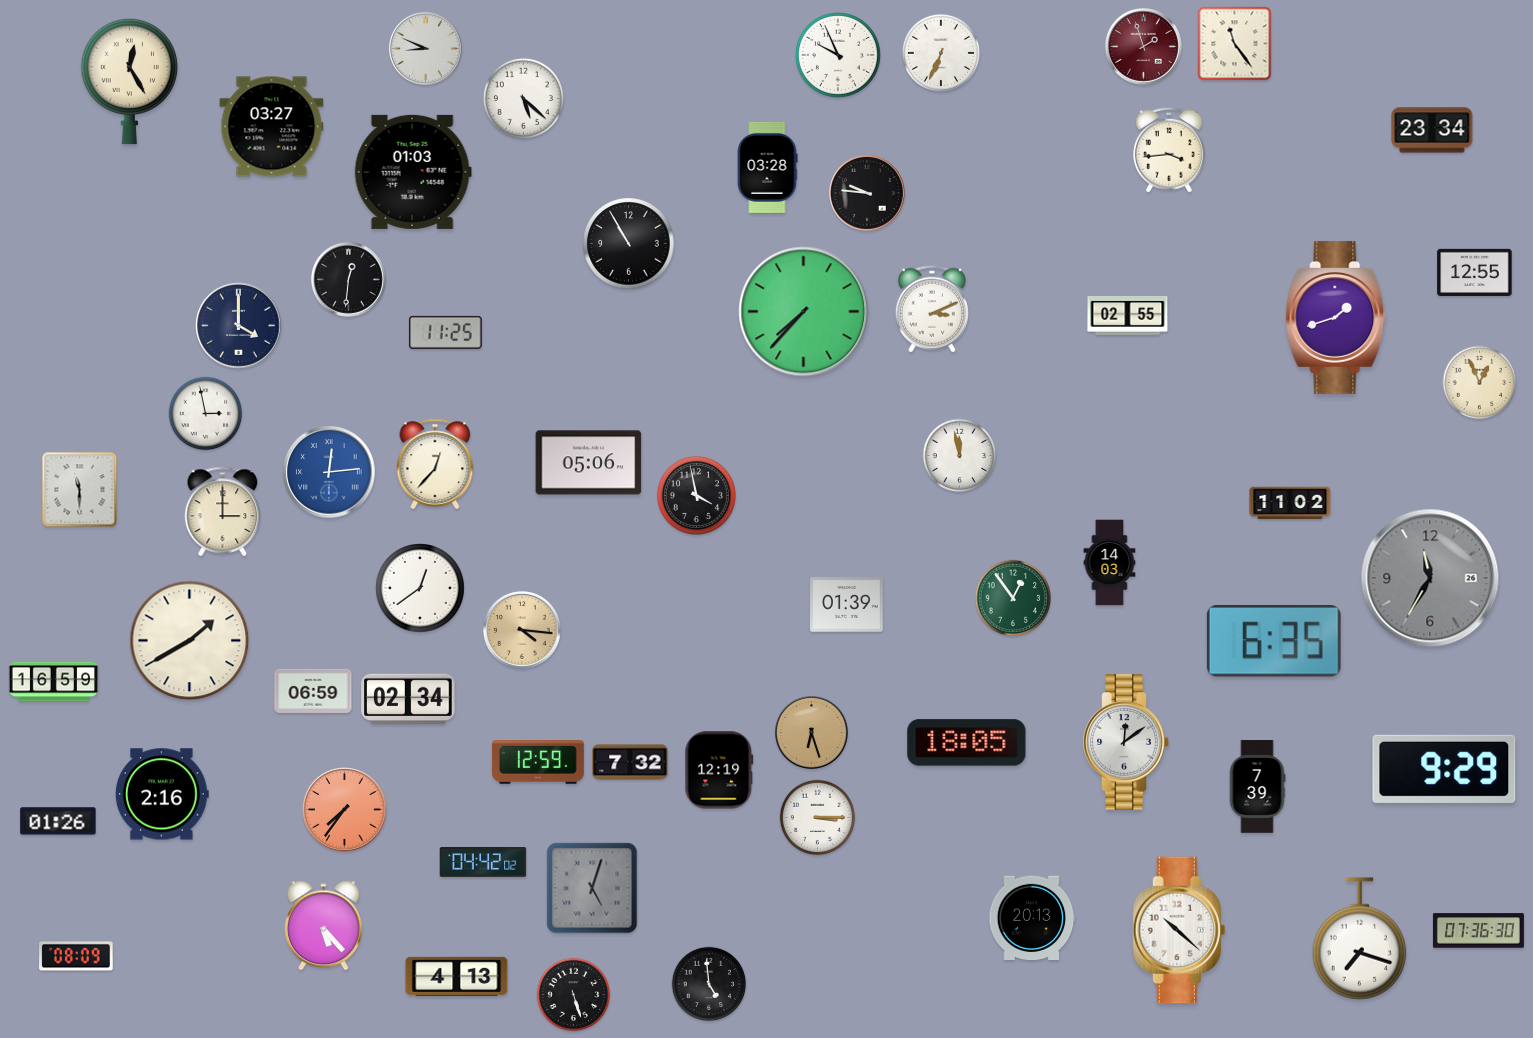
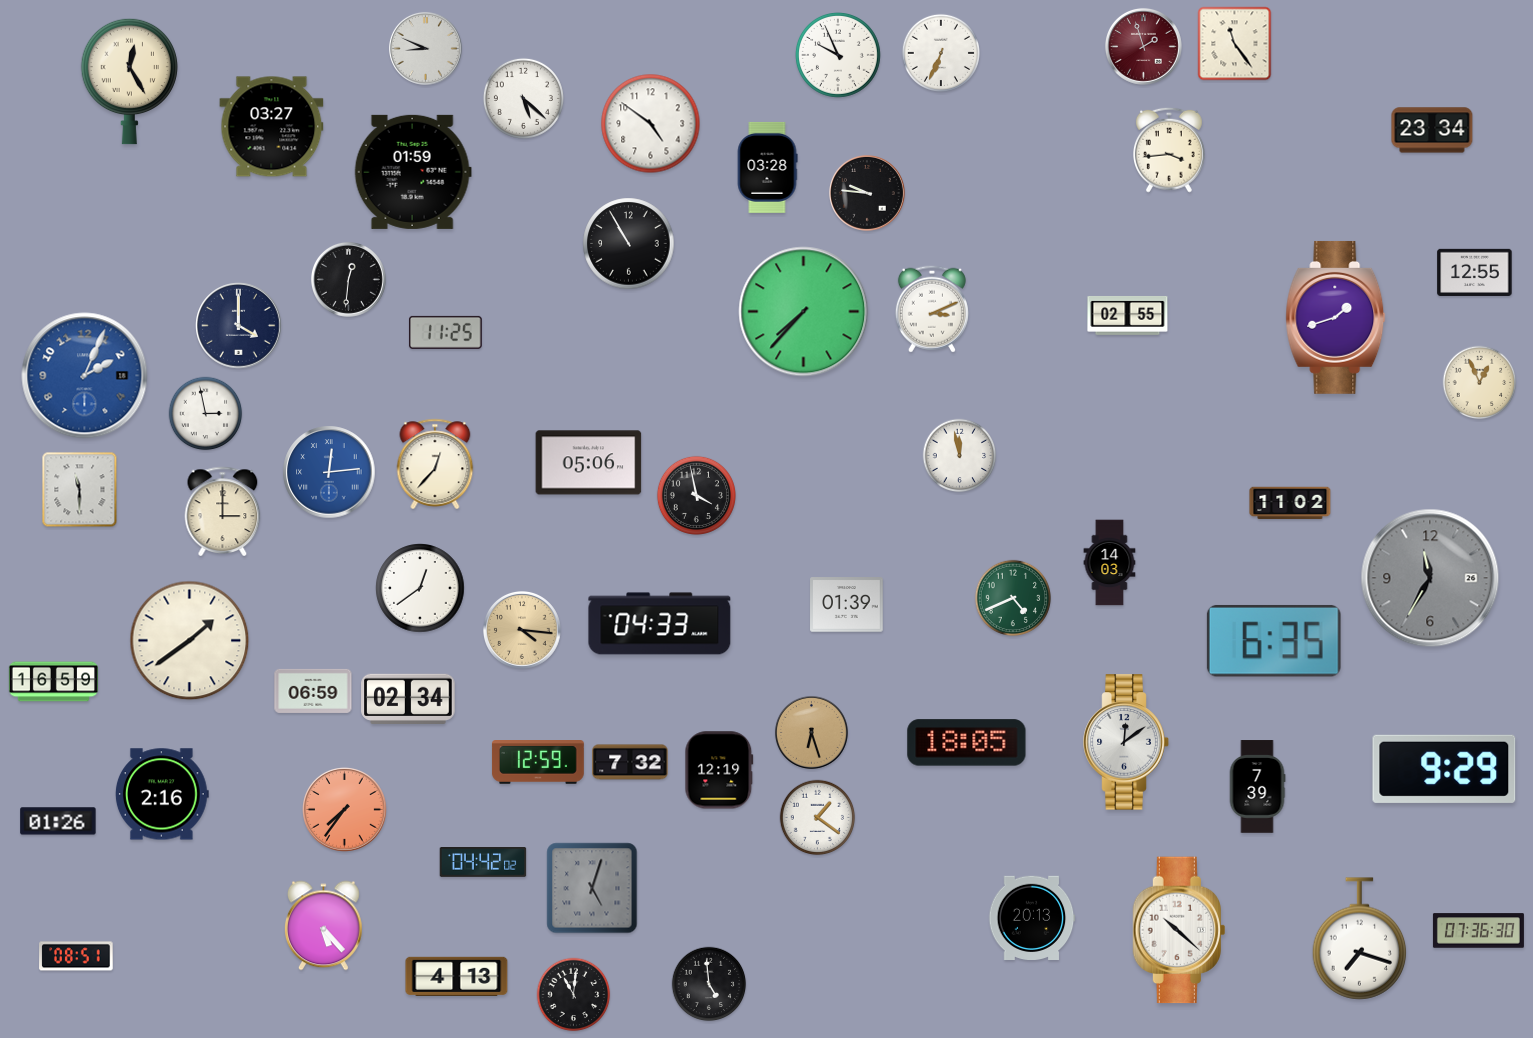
clock at (651, 124): none -> 4:51
clock at (413, 172): 01:03 -> 01:59
clock at (85, 376): none -> 2:04
clock at (1012, 597): 12:54 -> 4:41
clock at (660, 624): none -> 04:33
clock at (190, 641): 1:40 -> 1:39
clock at (818, 818): 3:15 -> 1:21
clock at (76, 956): 08:09 -> 08:51
clock at (574, 995): 5:27 -> 11:01
